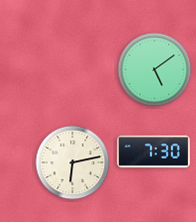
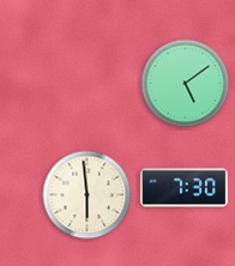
clock at (153, 152) position: (153, 152) -> (183, 188)
clock at (73, 163): 6:13 -> 5:59
